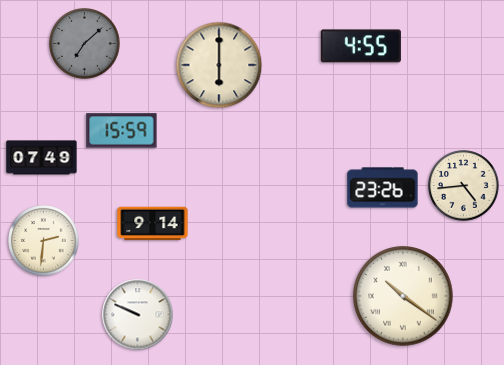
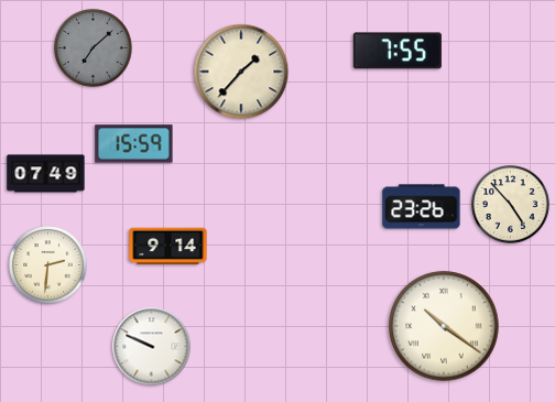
clock at (361, 46): 4:55 -> 7:55
clock at (219, 65): 6:00 -> 1:37
clock at (464, 186): 4:44 -> 4:53
